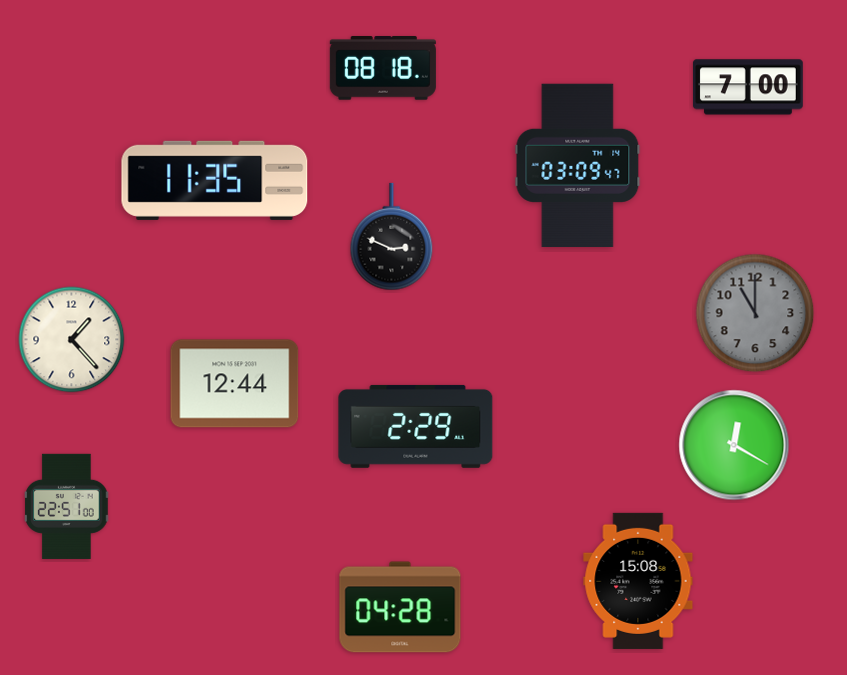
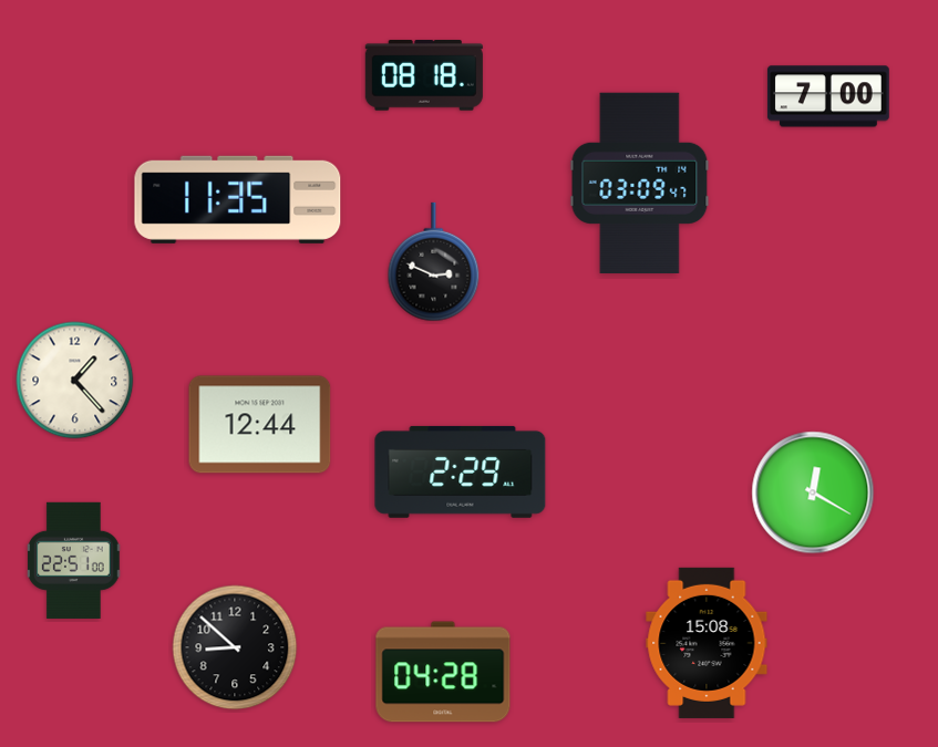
clock at (755, 313): 11:00 -> none
clock at (72, 340) position: (72, 340) -> (75, 381)
clock at (235, 647): none -> 8:52
